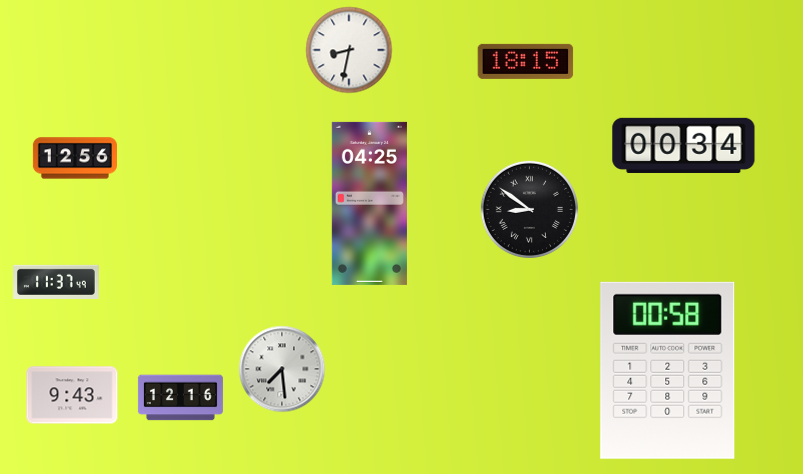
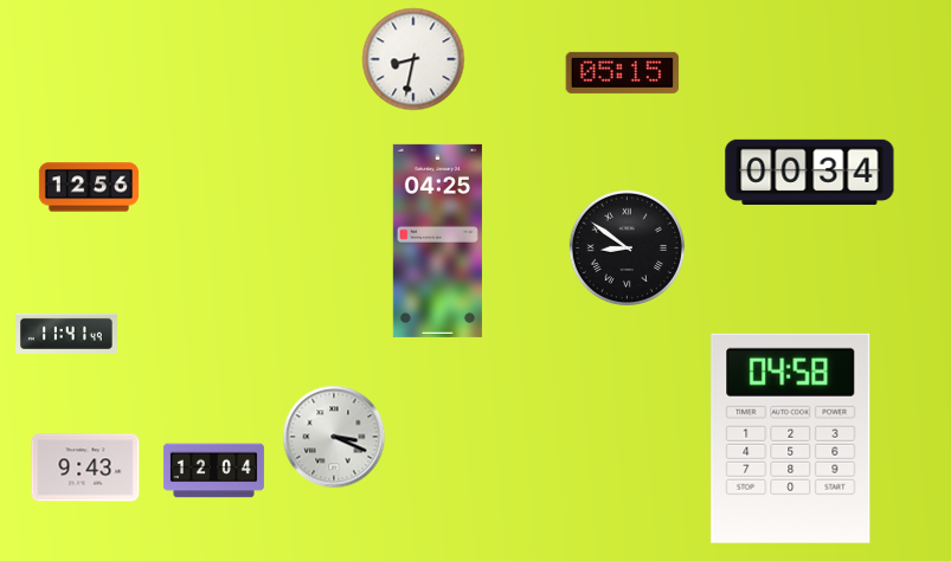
clock at (526, 61): 18:15 -> 05:15
clock at (57, 282): 11:37 -> 11:41
clock at (282, 369): 7:29 -> 3:19
clock at (668, 370): 00:58 -> 04:58
clock at (180, 398): 12:16 -> 12:04
